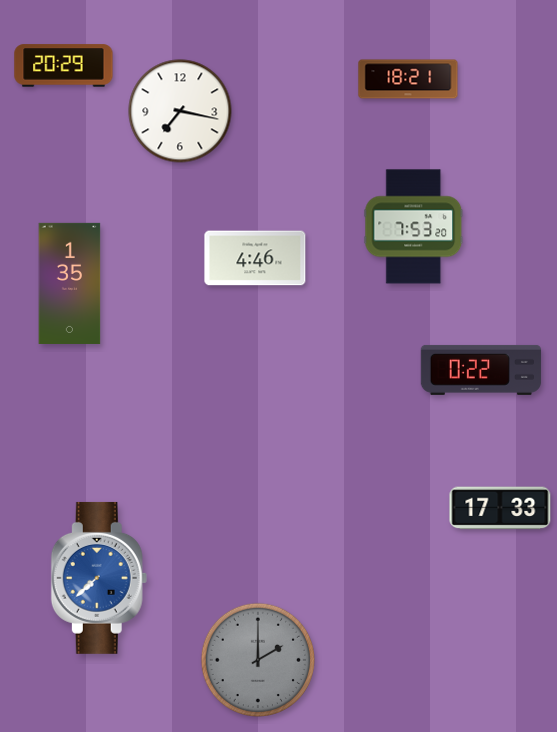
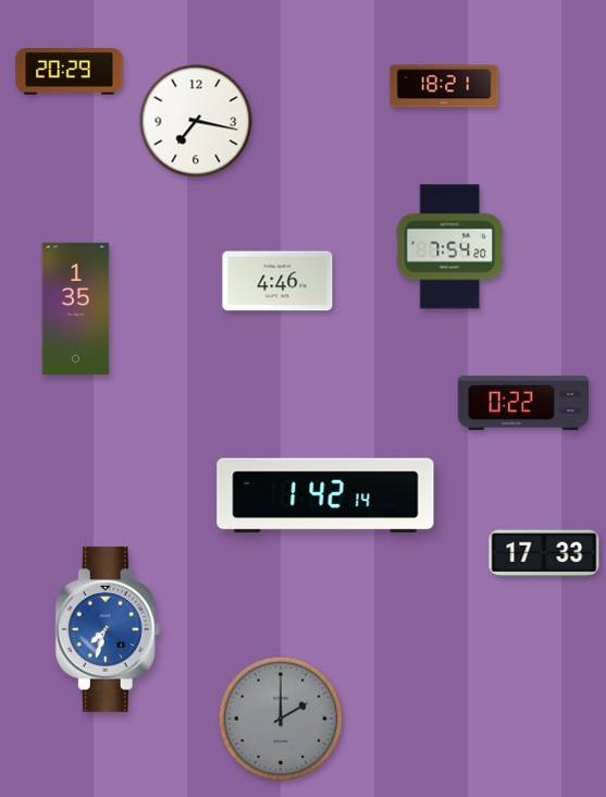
clock at (414, 227): 7:53 -> 7:54
clock at (325, 495): none -> 1:42
clock at (99, 578): 7:38 -> 7:33
